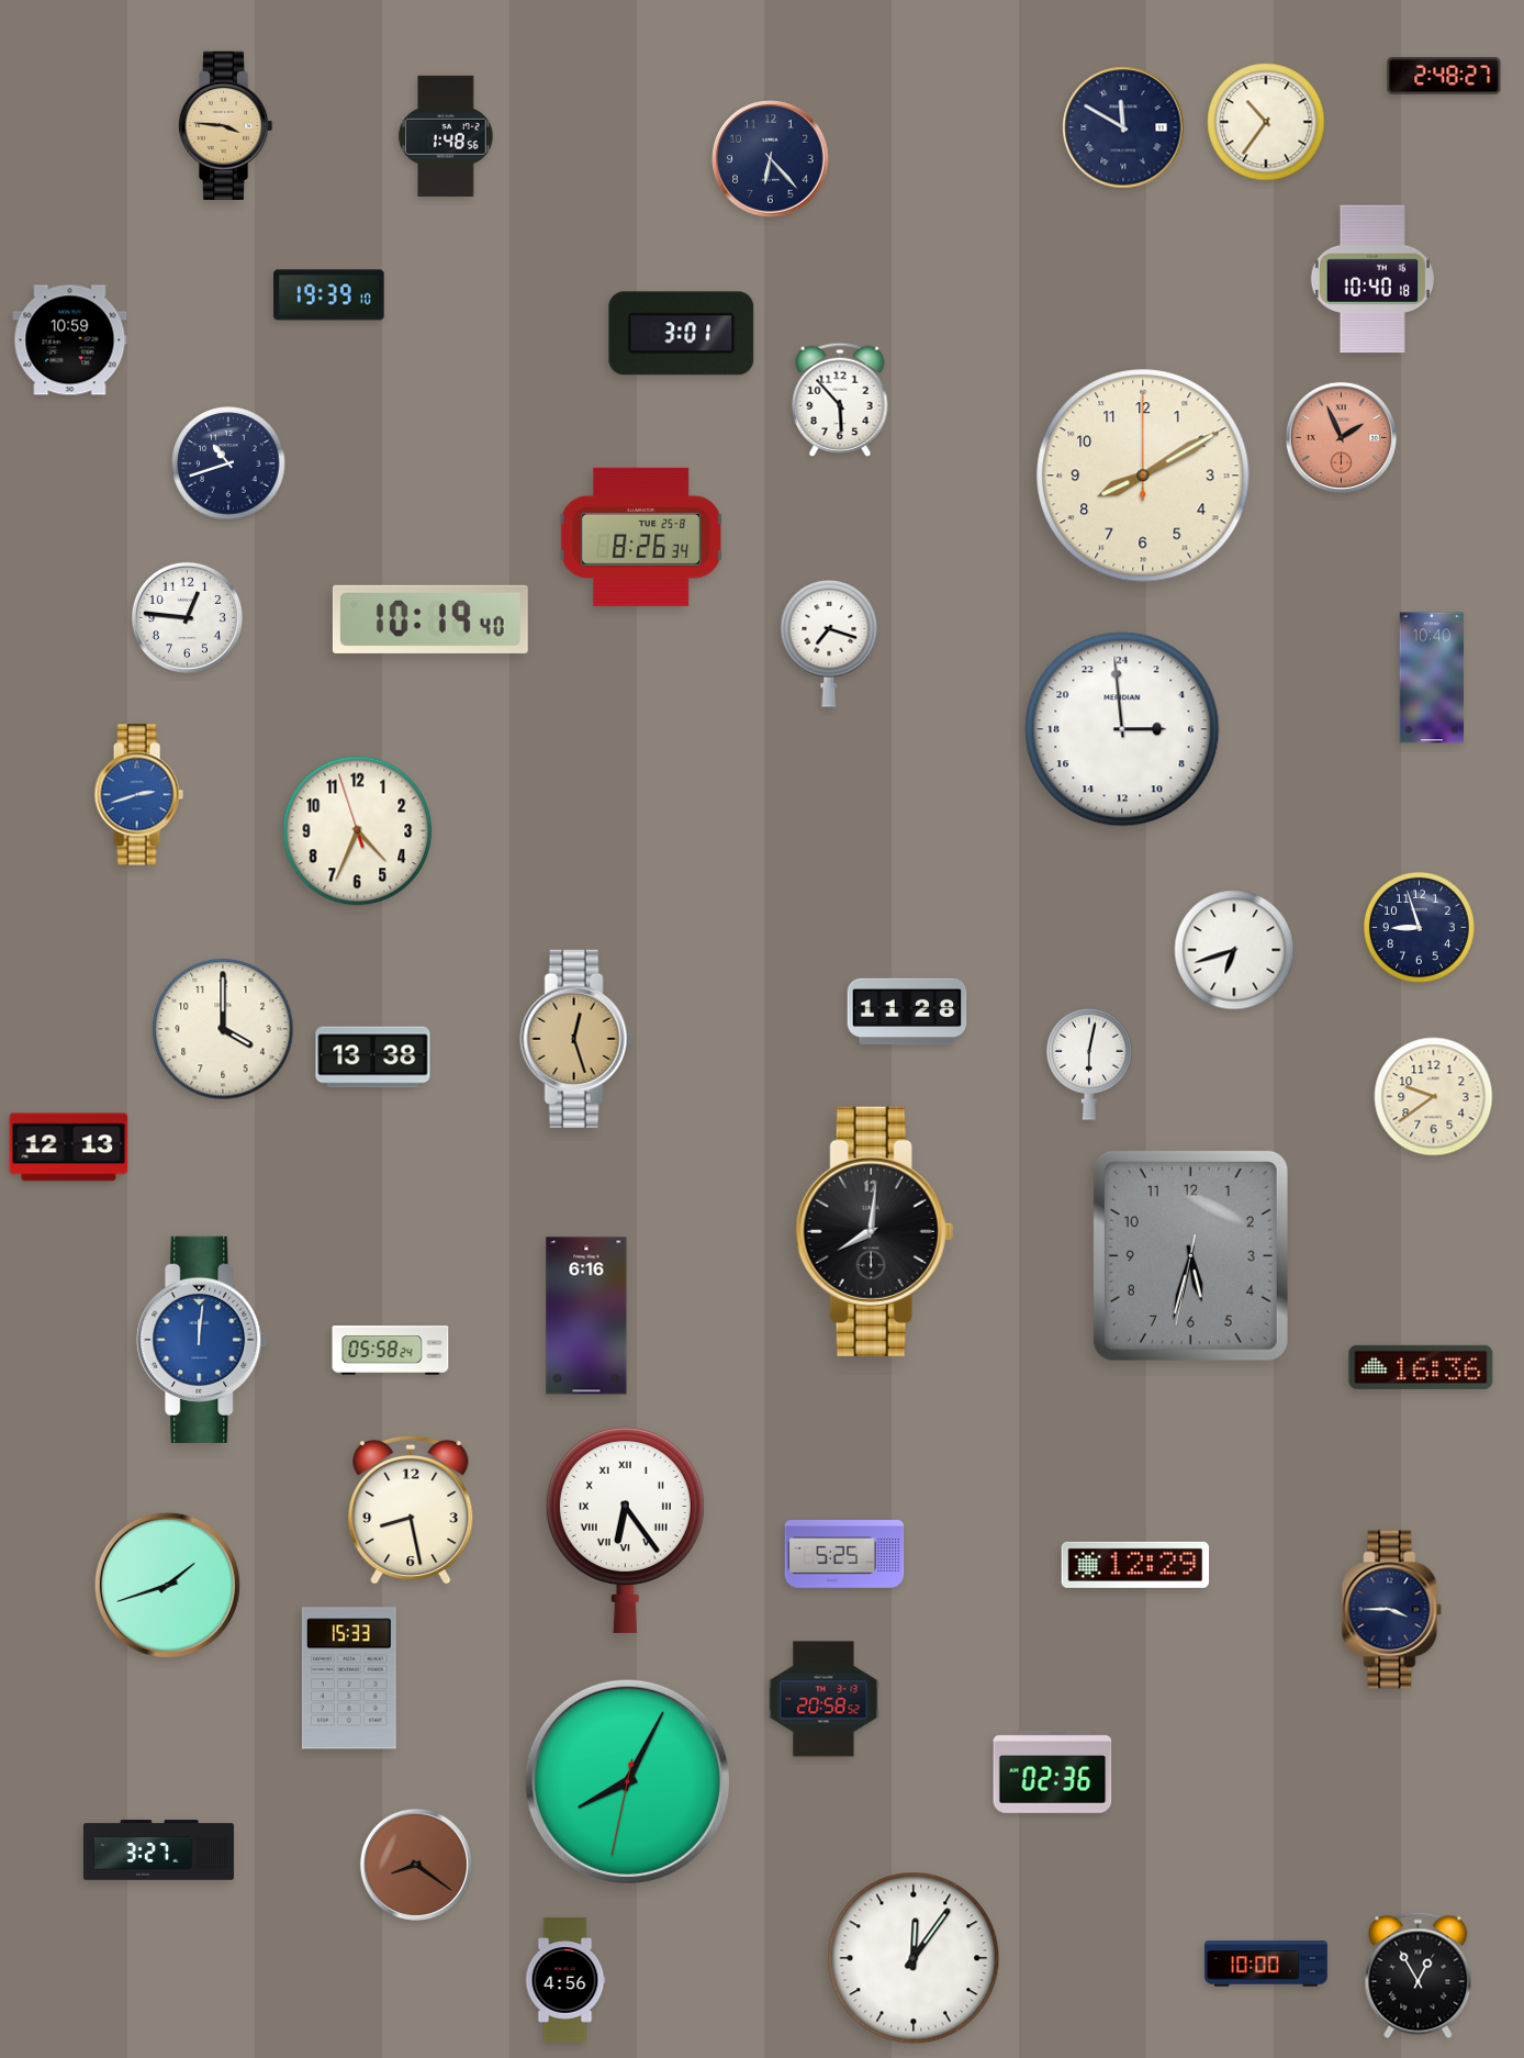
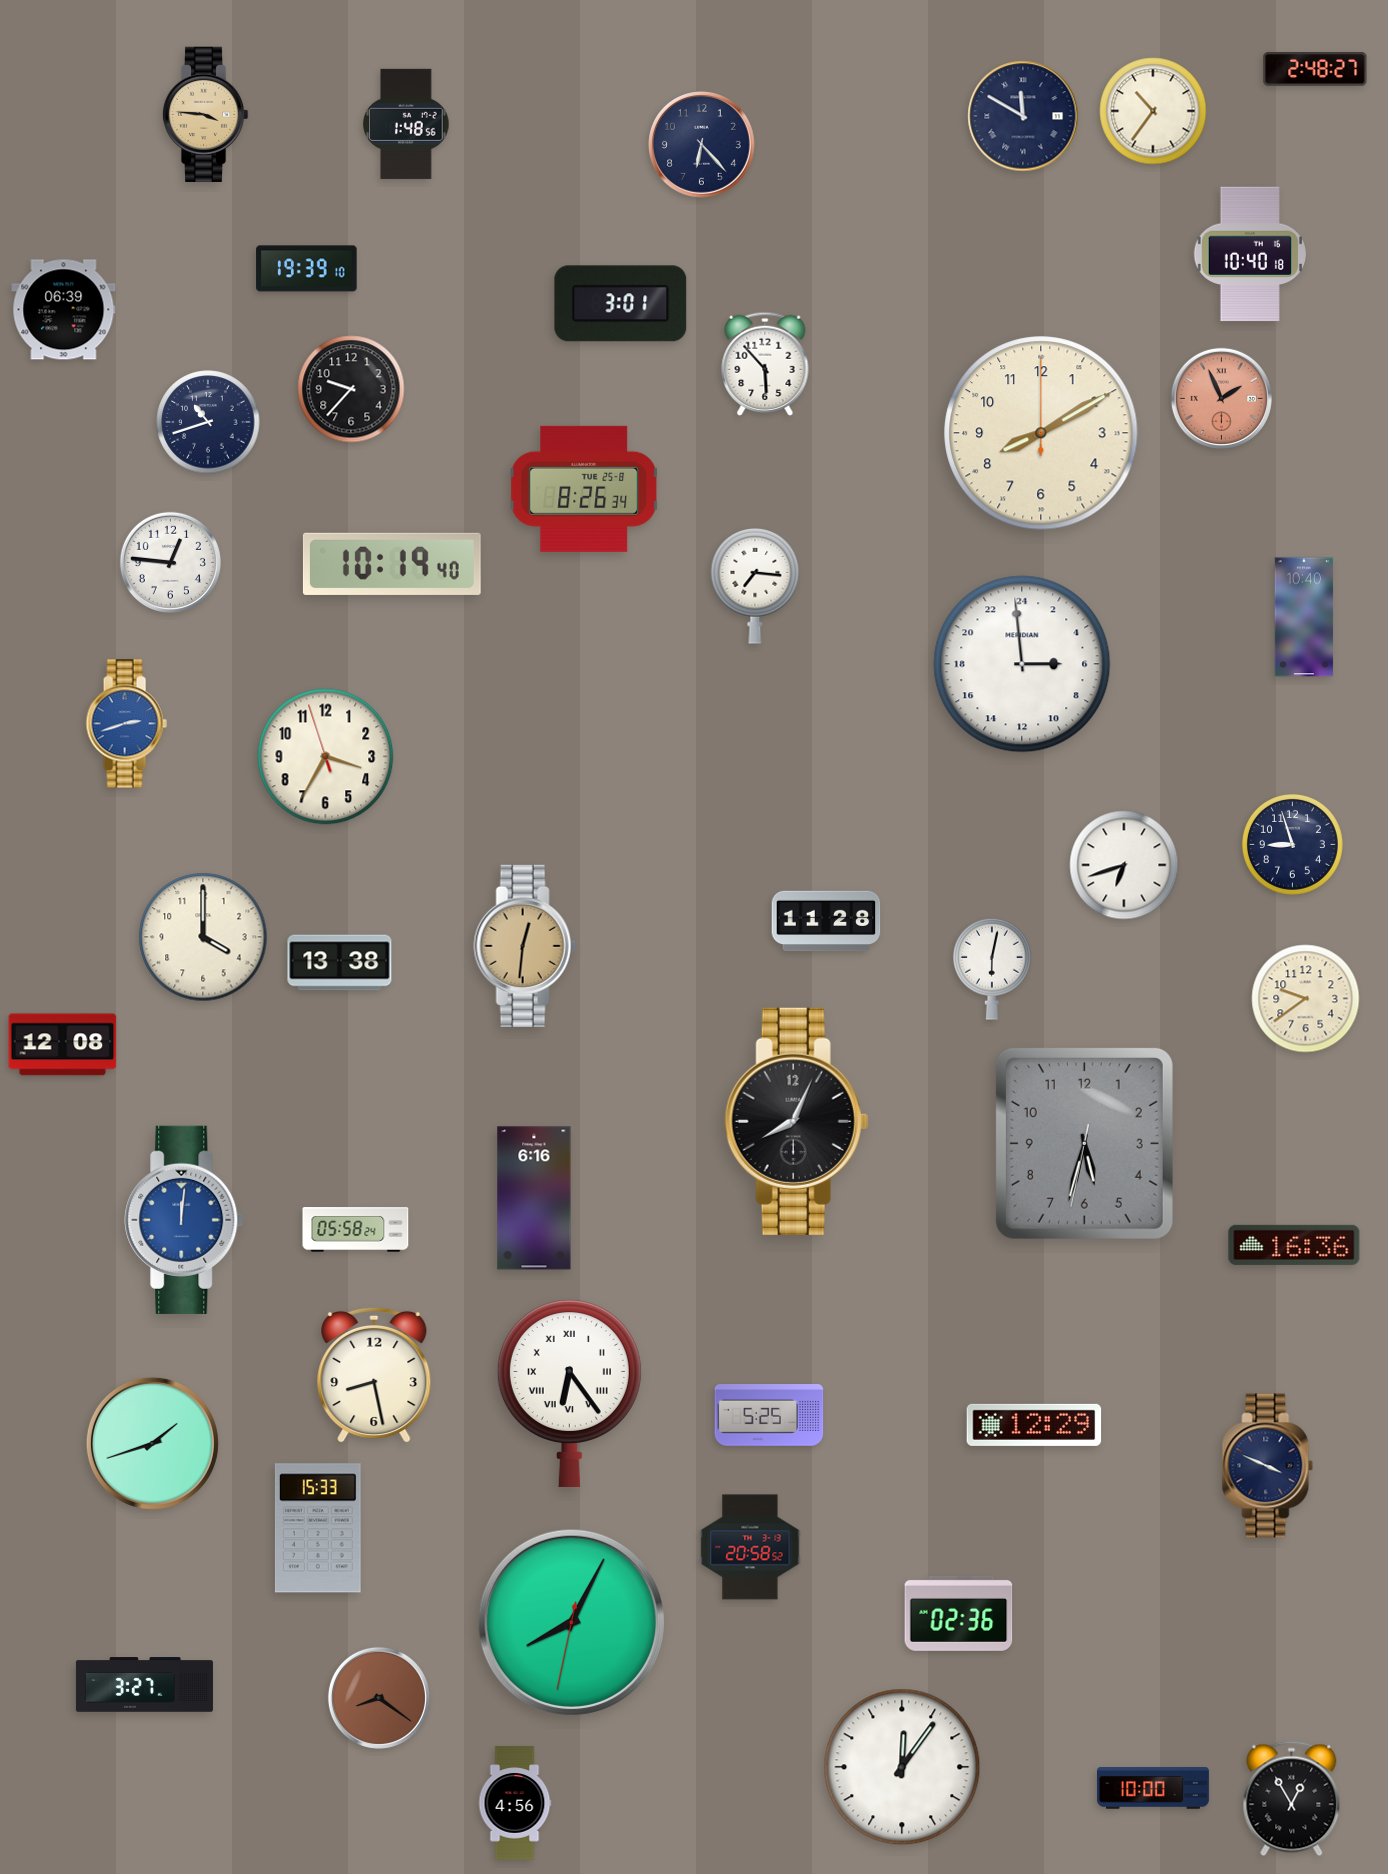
clock at (329, 295) position: (329, 295) -> (307, 269)
clock at (70, 340): 10:59 -> 06:39
clock at (351, 389): none -> 9:37
clock at (829, 645): 7:18 -> 7:16
clock at (358, 831): 4:33 -> 3:34
clock at (576, 1039): 12:27 -> 12:31
clock at (69, 1148): 12:13 -> 12:08
clock at (874, 1231): 8:01 -> 8:04
clock at (1392, 1610): 3:45 -> 3:49
clock at (914, 1958) position: (914, 1958) -> (902, 1767)
